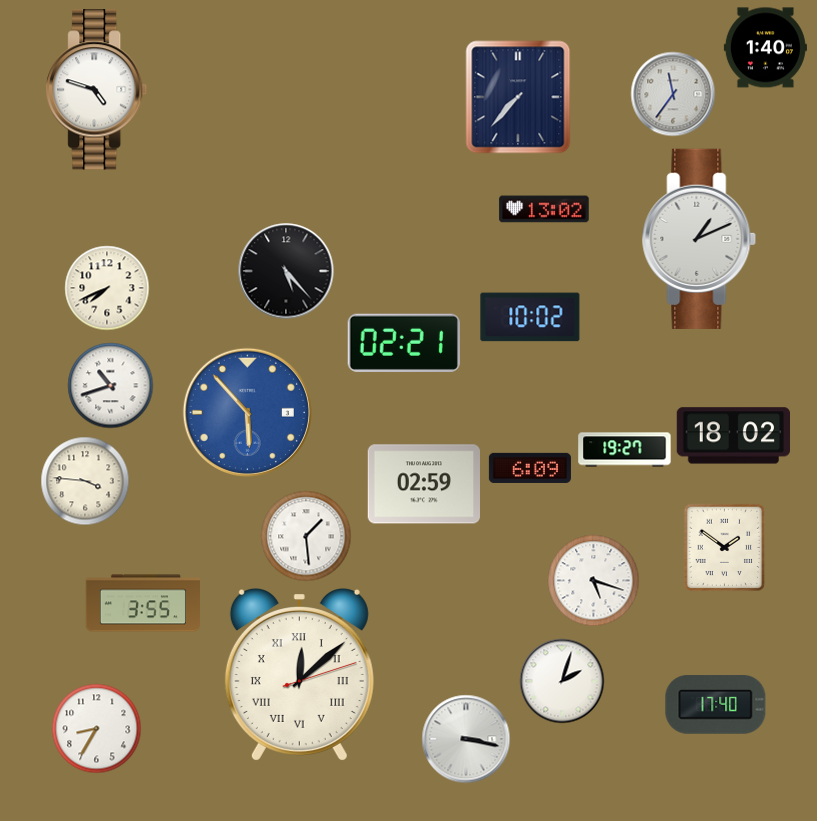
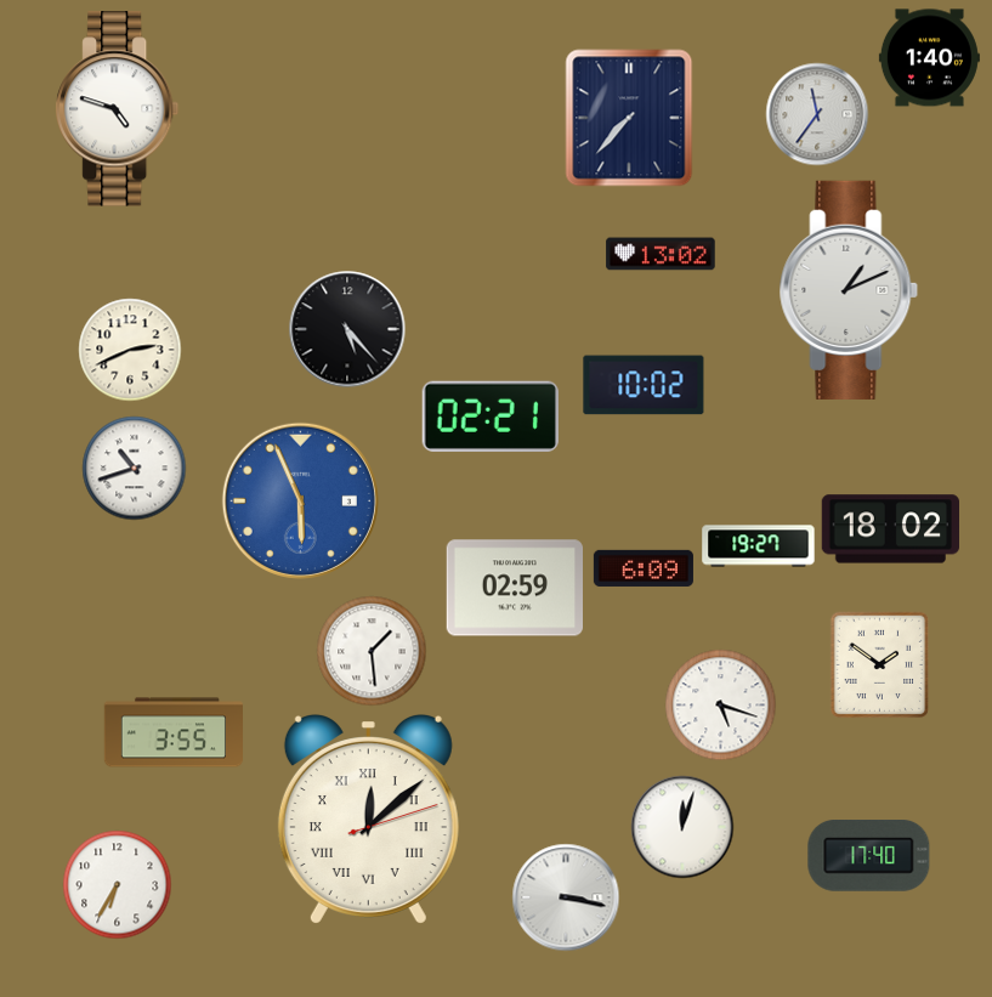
clock at (107, 288): 7:41 -> 2:41
clock at (247, 412): 5:53 -> 5:56
clock at (85, 481): 3:46 -> none
clock at (299, 675) position: (299, 675) -> (368, 820)
clock at (562, 681): 2:03 -> 12:03
clock at (97, 729): 8:35 -> 6:35
